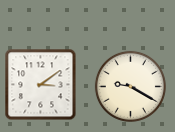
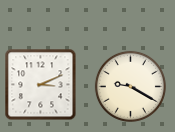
clock at (41, 85): 3:09 -> 3:11
